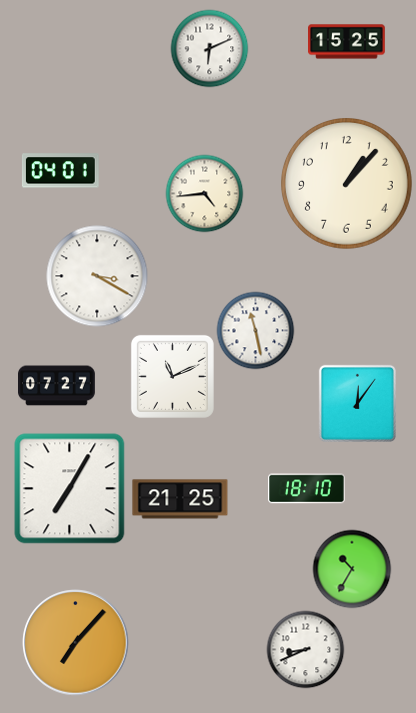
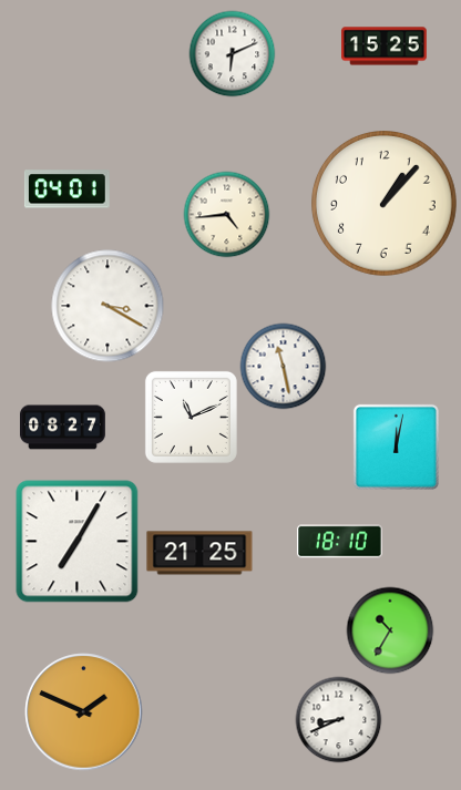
clock at (57, 386): 07:27 -> 08:27
clock at (357, 403): 12:06 -> 12:02
clock at (76, 643): 7:07 -> 1:49
